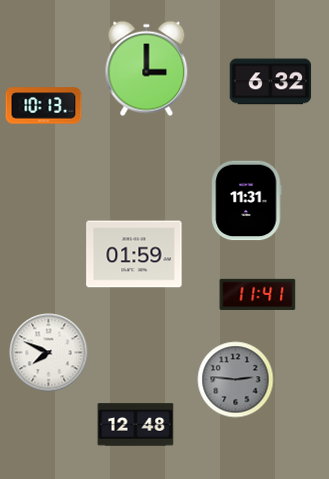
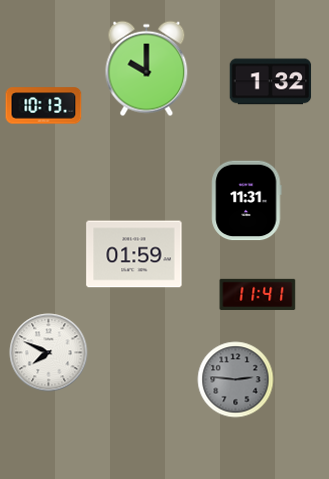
clock at (147, 69): 3:00 -> 10:00
clock at (271, 82): 6:32 -> 1:32
clock at (136, 425): 12:48 -> none
